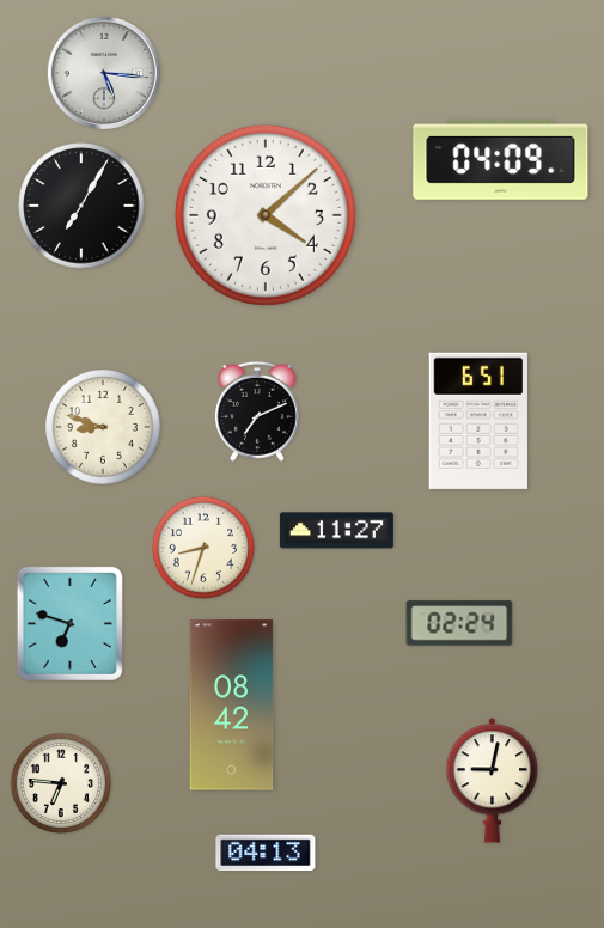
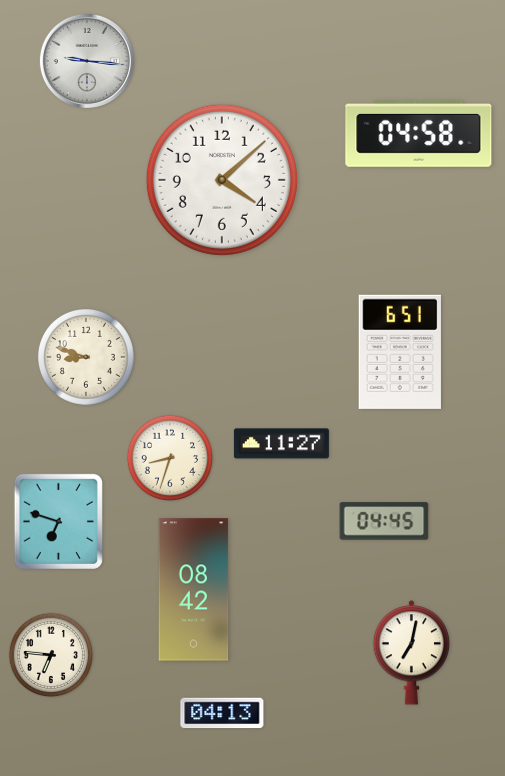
clock at (104, 73): 5:16 -> 9:16
clock at (501, 159): 04:09 -> 04:58
clock at (81, 206): 7:05 -> none
clock at (257, 411): 7:11 -> none
clock at (459, 623): 02:24 -> 04:45
clock at (493, 781): 9:02 -> 7:02
